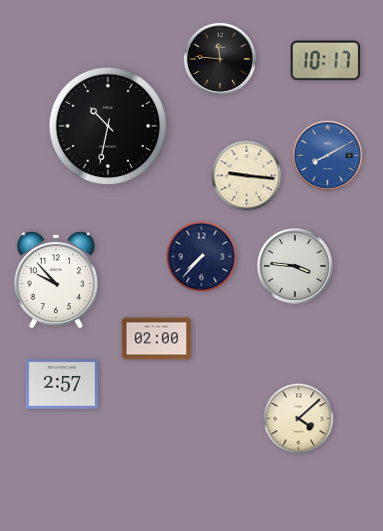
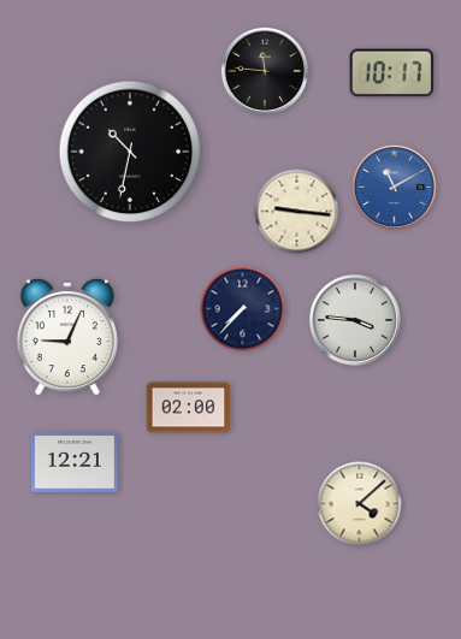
clock at (328, 156): 8:10 -> 11:10
clock at (56, 280): 9:53 -> 9:04
clock at (62, 385): 2:57 -> 12:21
